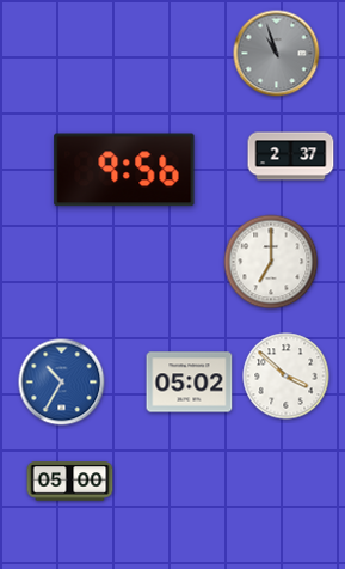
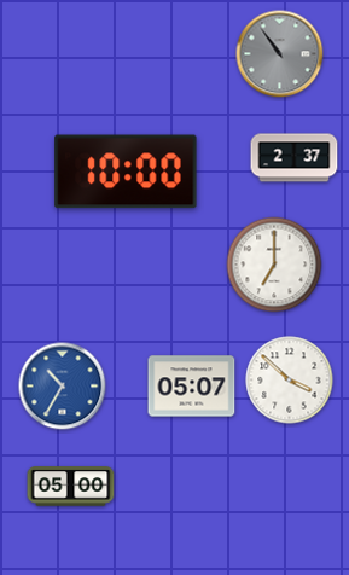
clock at (277, 54): 10:57 -> 10:54
clock at (124, 170): 9:56 -> 10:00
clock at (190, 383): 05:02 -> 05:07
